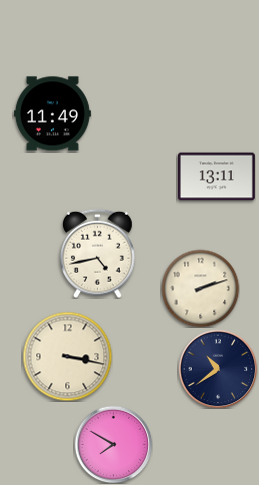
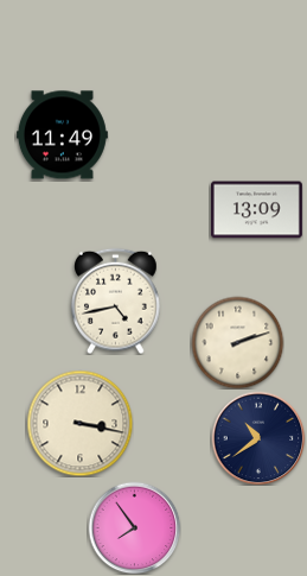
clock at (216, 177): 13:11 -> 13:09
clock at (113, 444): 7:50 -> 7:54
